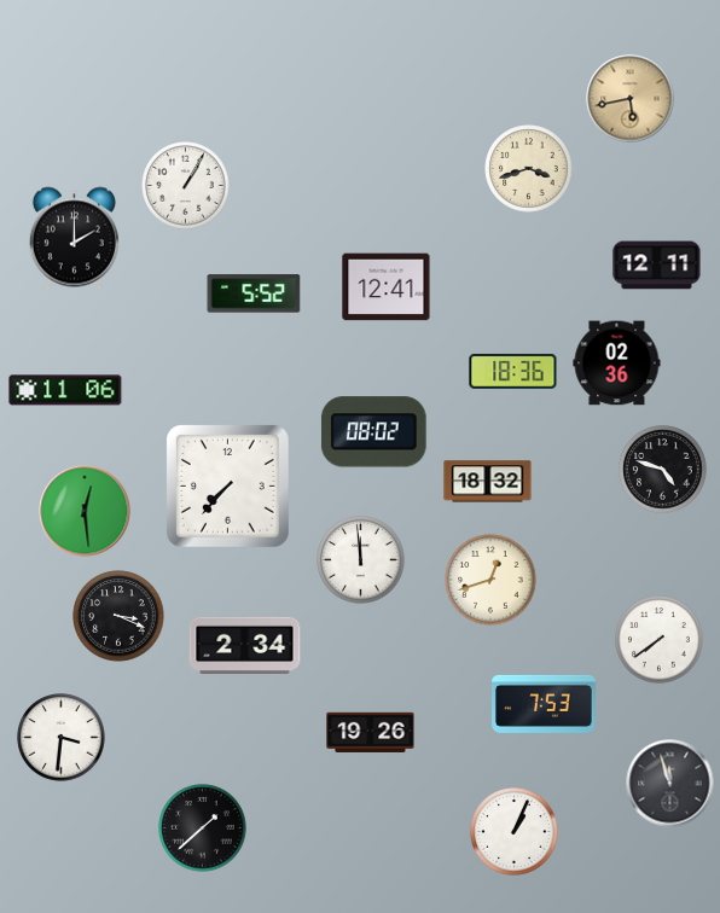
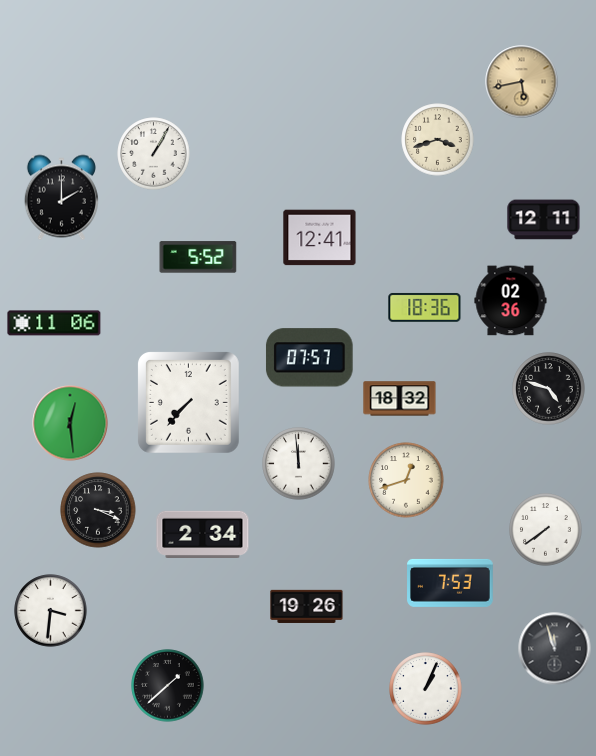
clock at (254, 293) position: (254, 293) -> (198, 257)
clock at (374, 432): 08:02 -> 07:57
clock at (488, 482) position: (488, 482) -> (400, 399)
